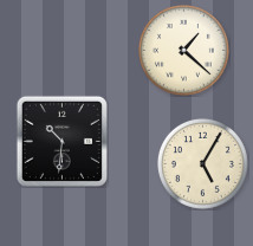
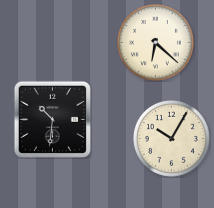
clock at (183, 50): 1:22 -> 6:22
clock at (202, 163): 5:05 -> 10:05
